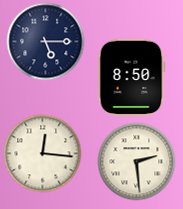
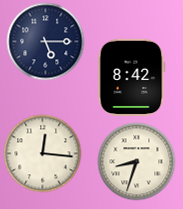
clock at (131, 77): 8:50 -> 8:42
clock at (136, 161): 2:29 -> 8:33
